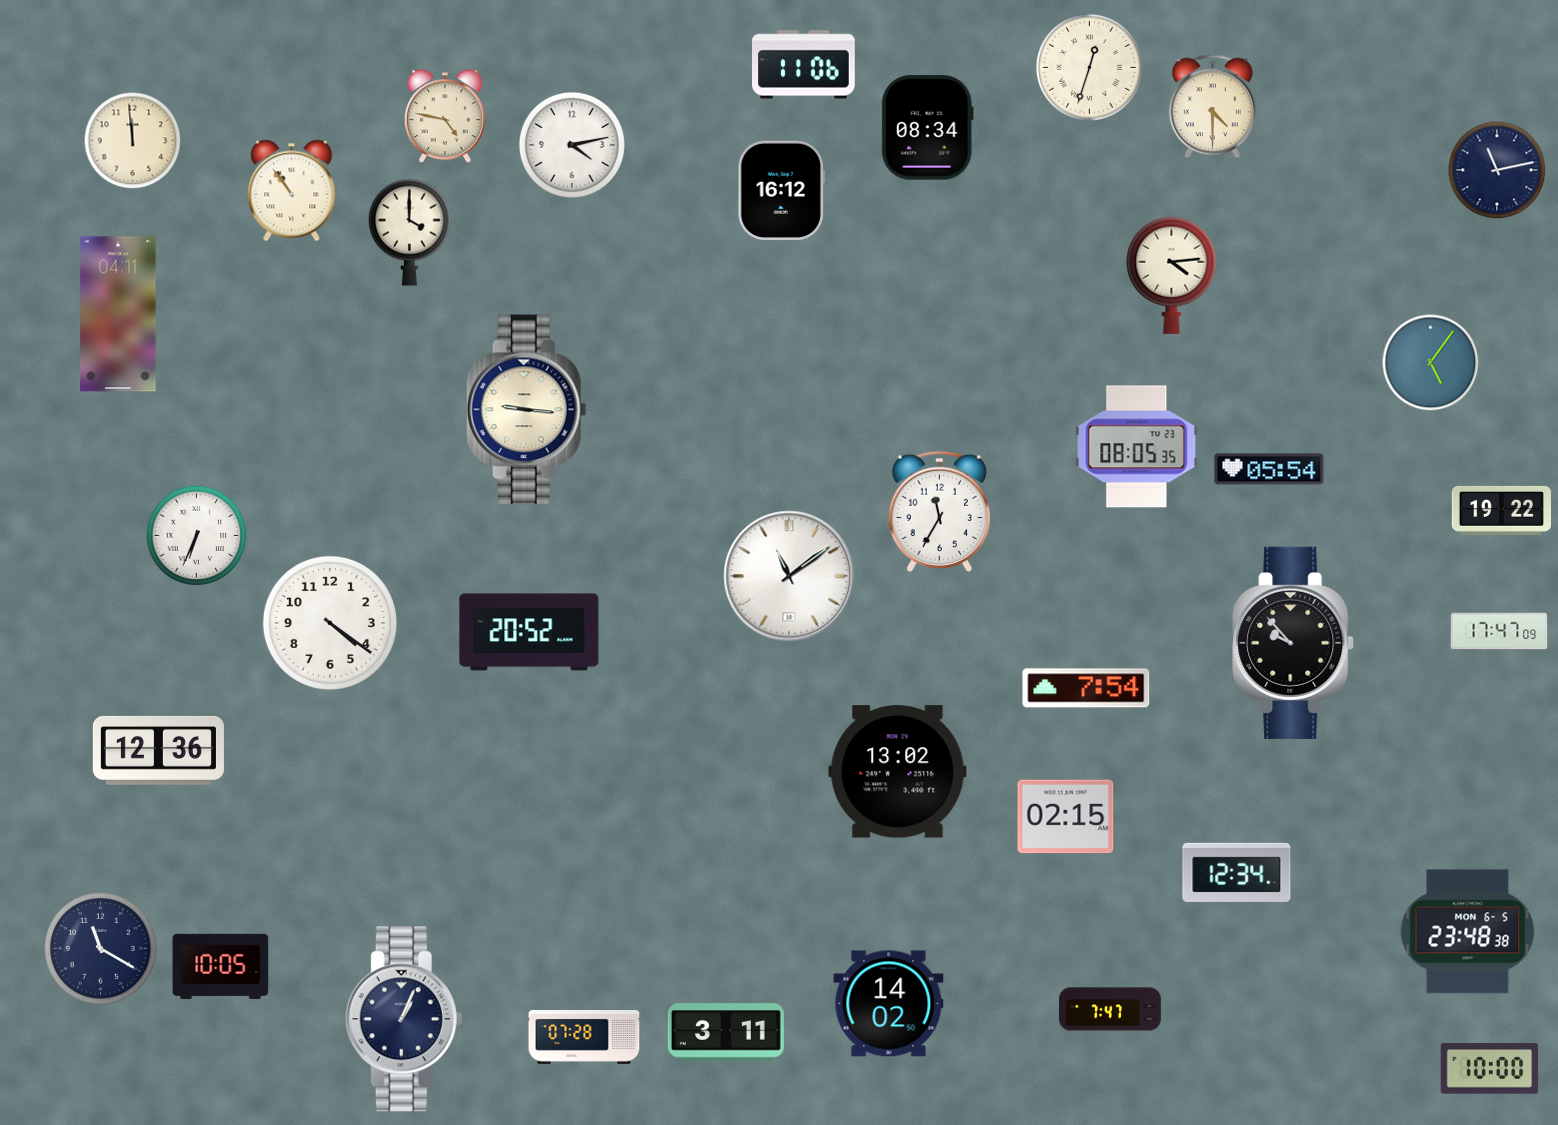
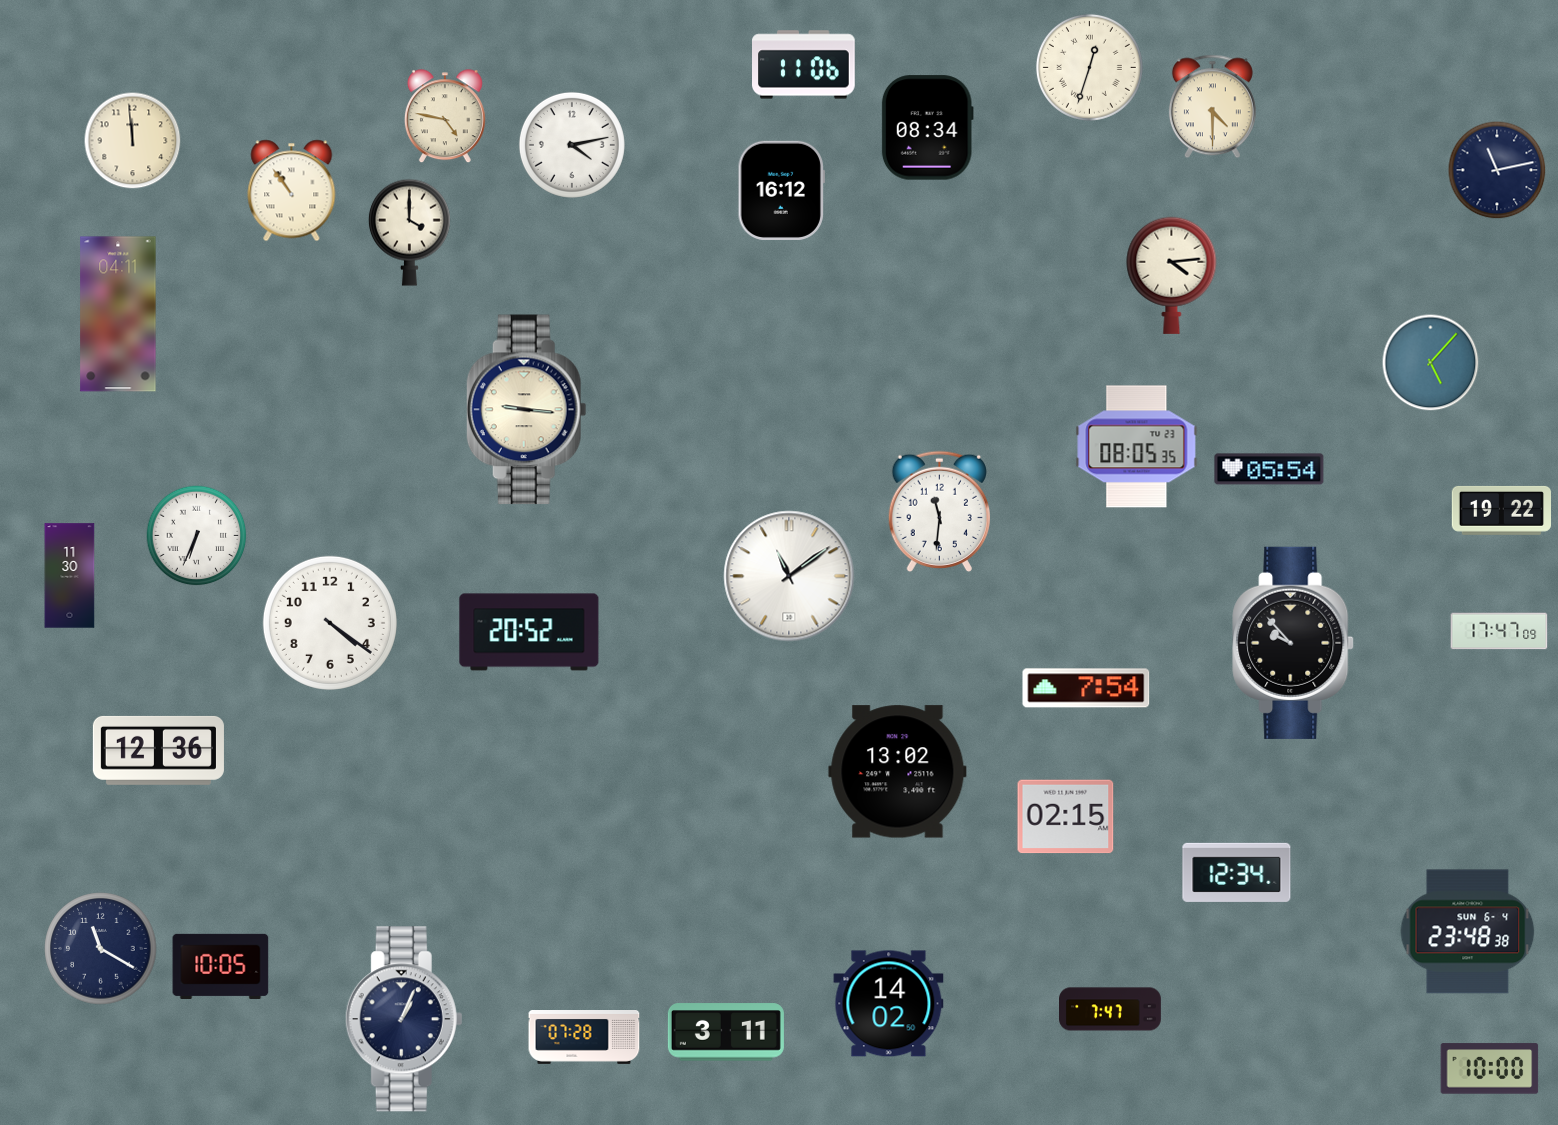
clock at (1431, 363): 5:06 -> 5:07
clock at (939, 512): 11:35 -> 11:31
clock at (70, 576): none -> 11:30
clock at (1468, 932) date: MON 6-5 -> SUN 6-4
